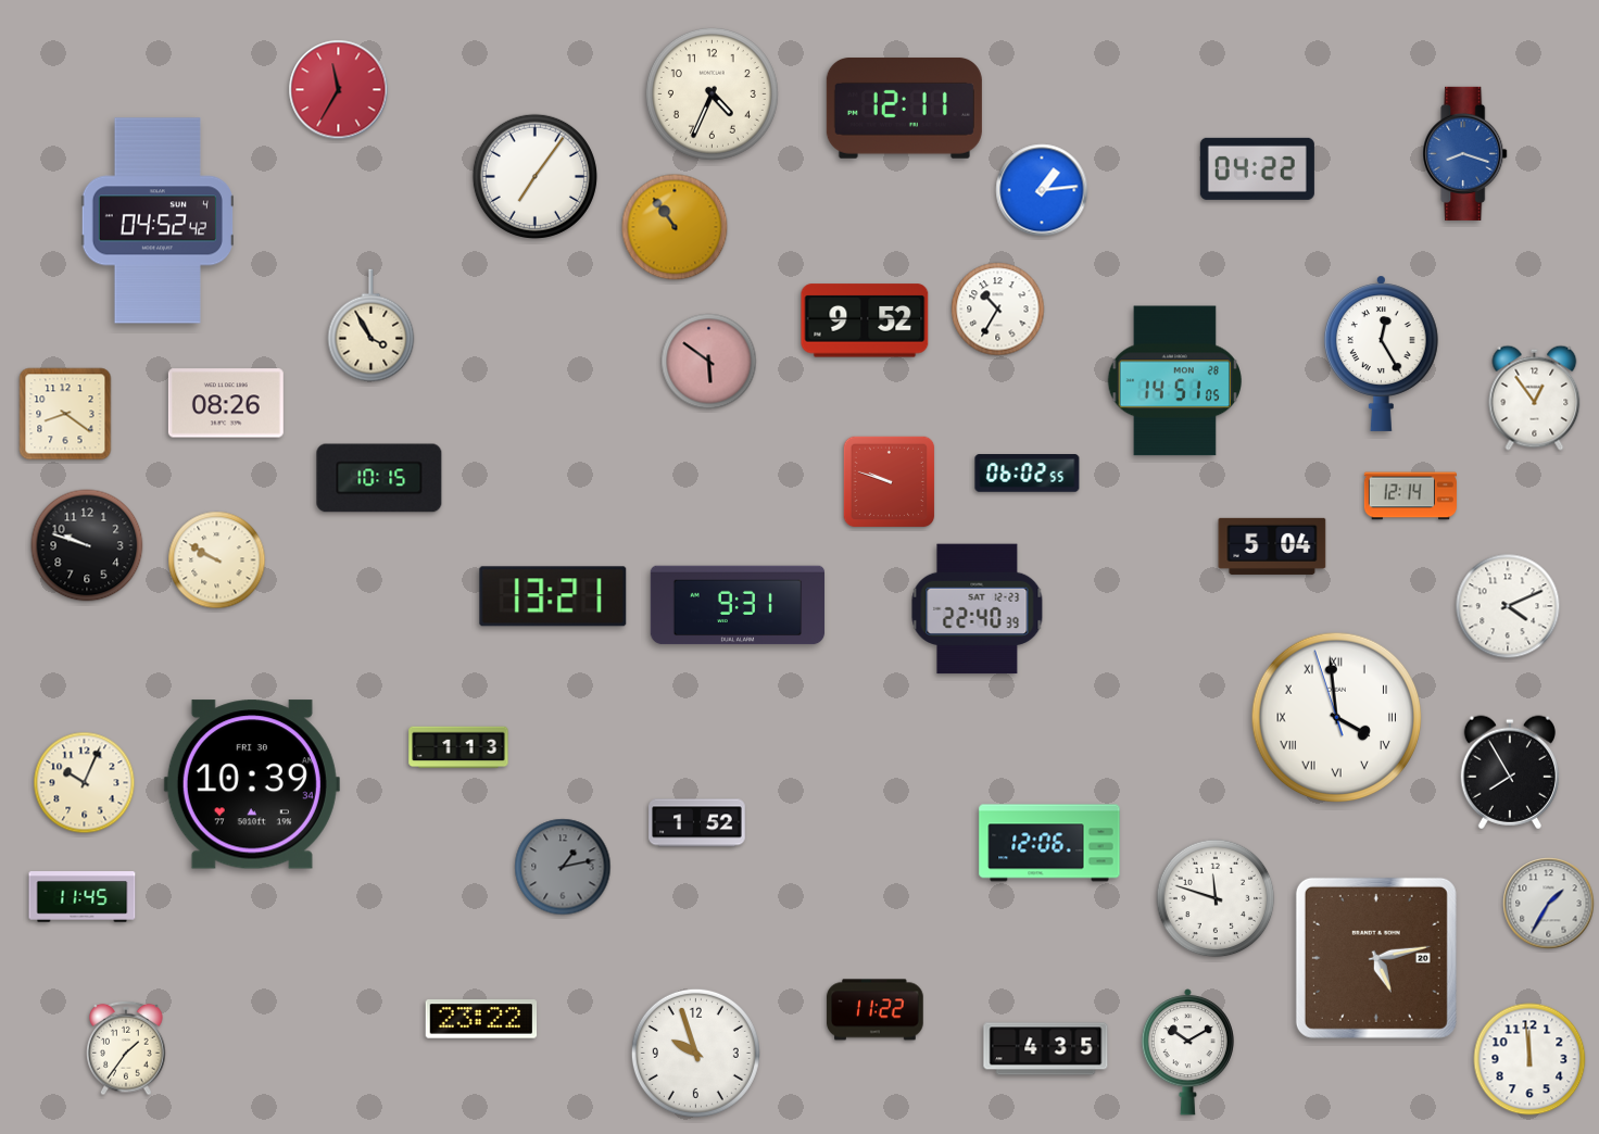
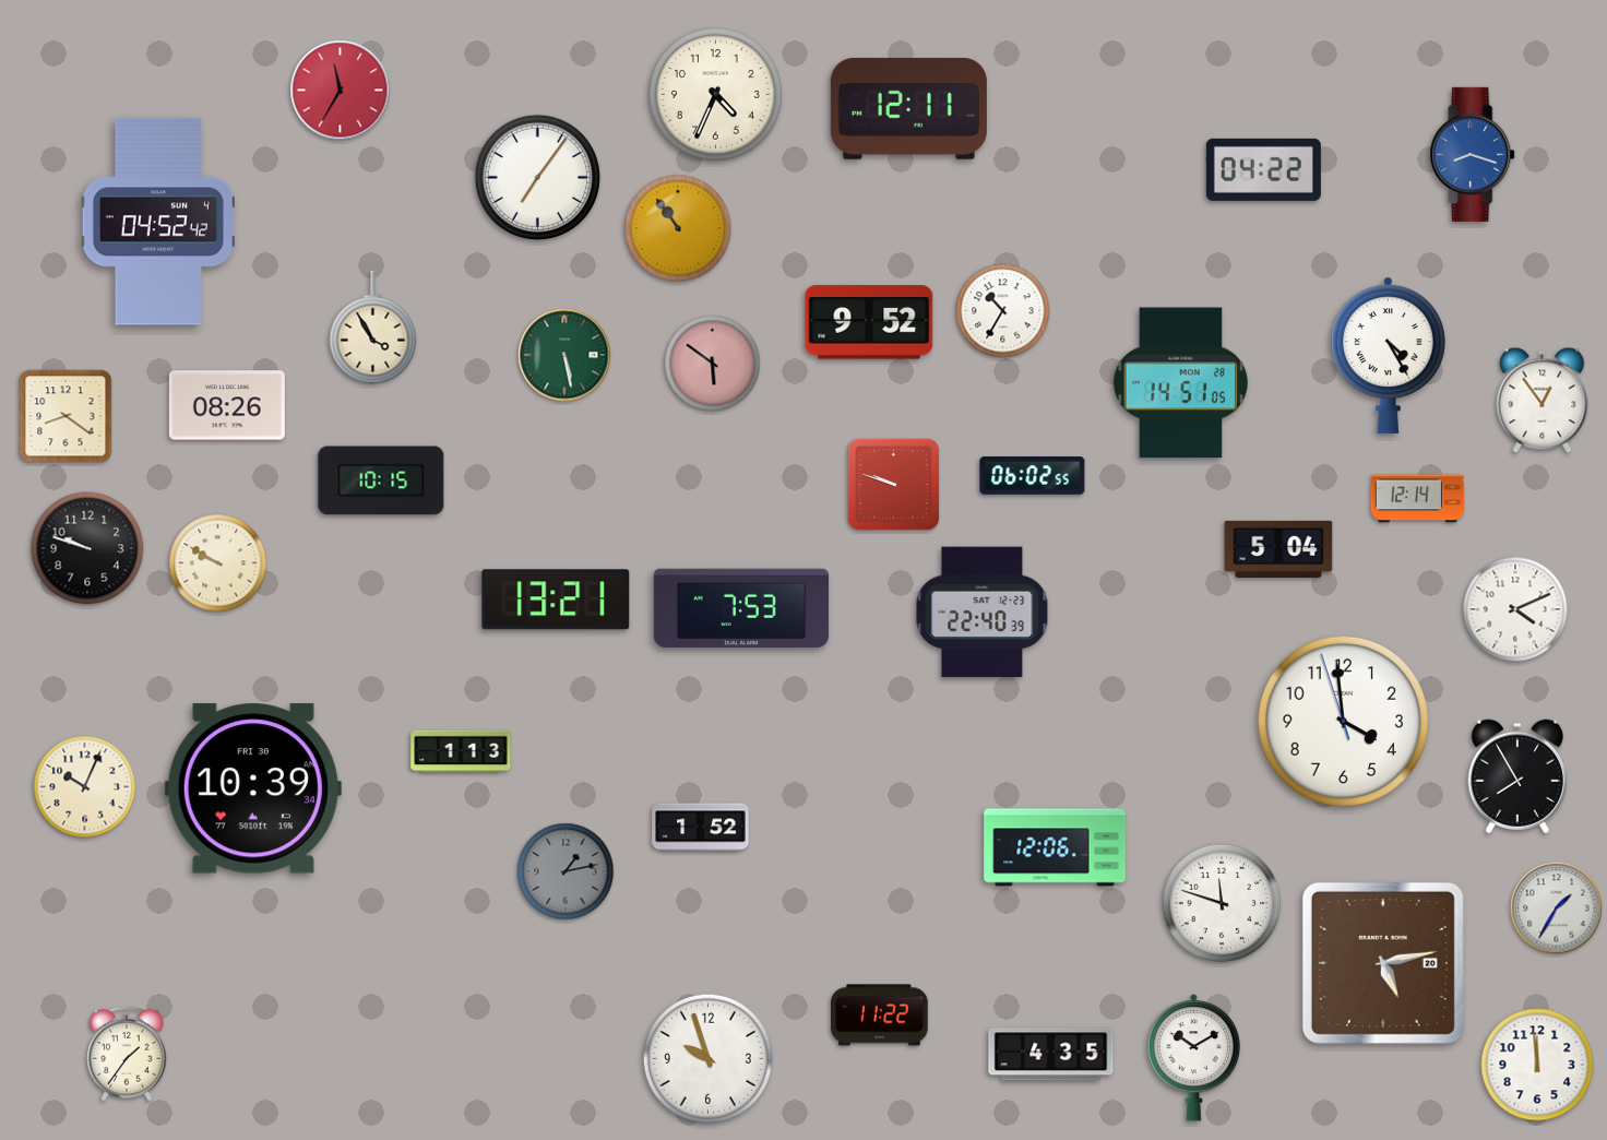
clock at (1042, 190): 1:14 -> none
clock at (564, 355): none -> 5:28
clock at (1381, 353): 12:25 -> 4:25
clock at (738, 605): 9:31 -> 7:53
clock at (1337, 718) numerals: Roman -> Arabic
clock at (83, 897): 11:45 -> none
clock at (481, 1019): 23:22 -> none
clock at (695, 1053) position: (695, 1053) -> (707, 1058)
